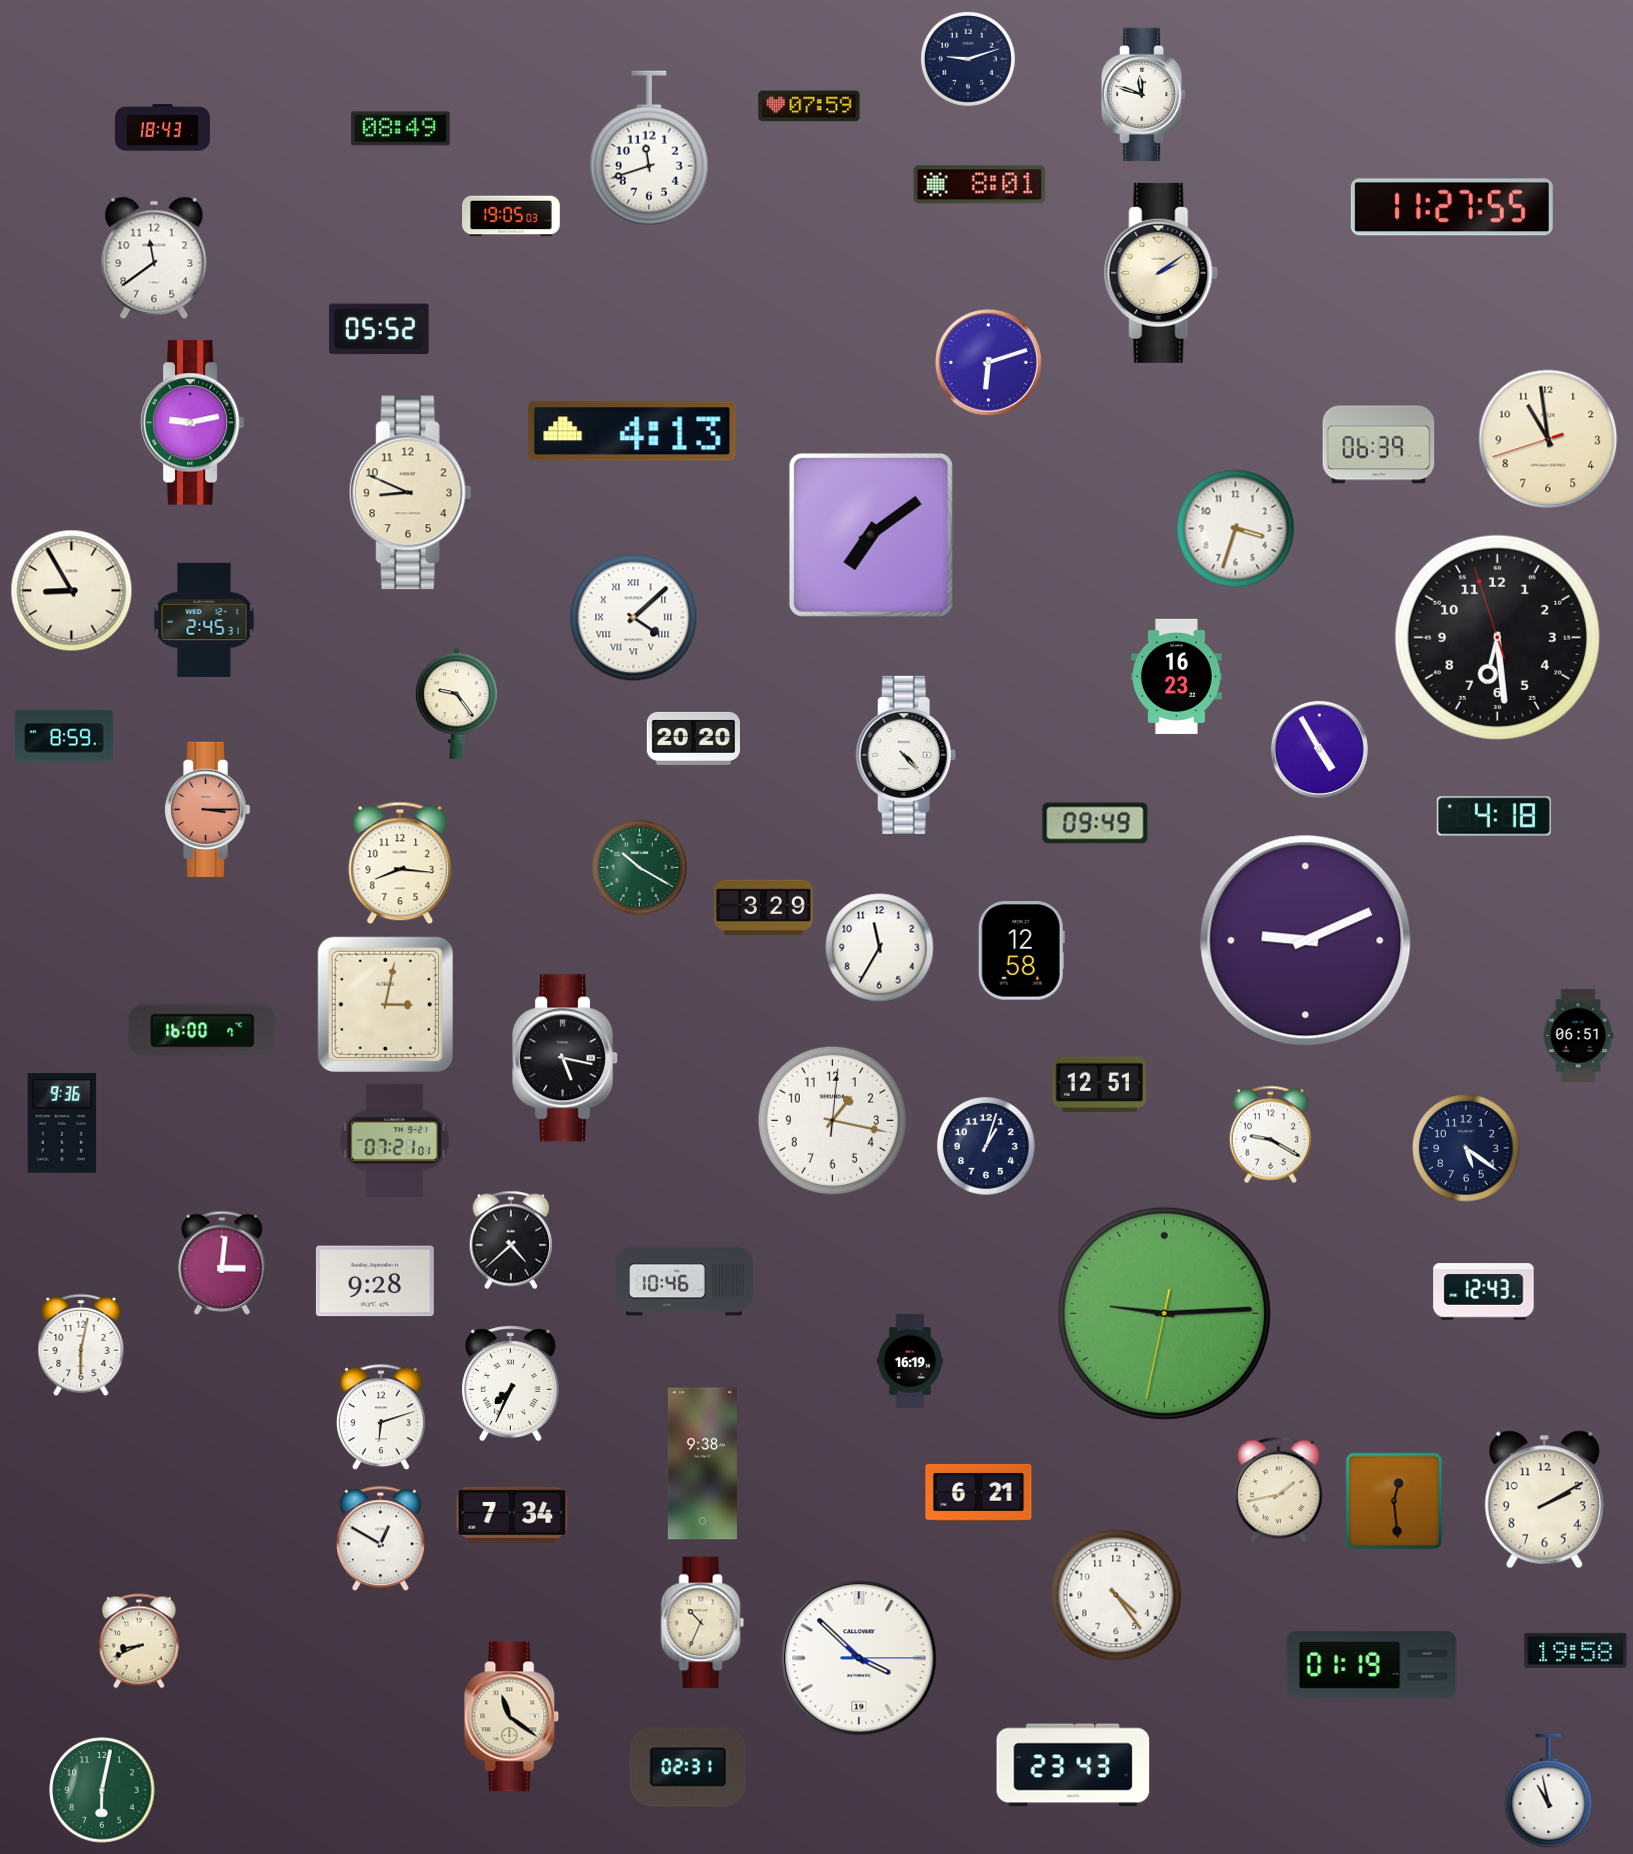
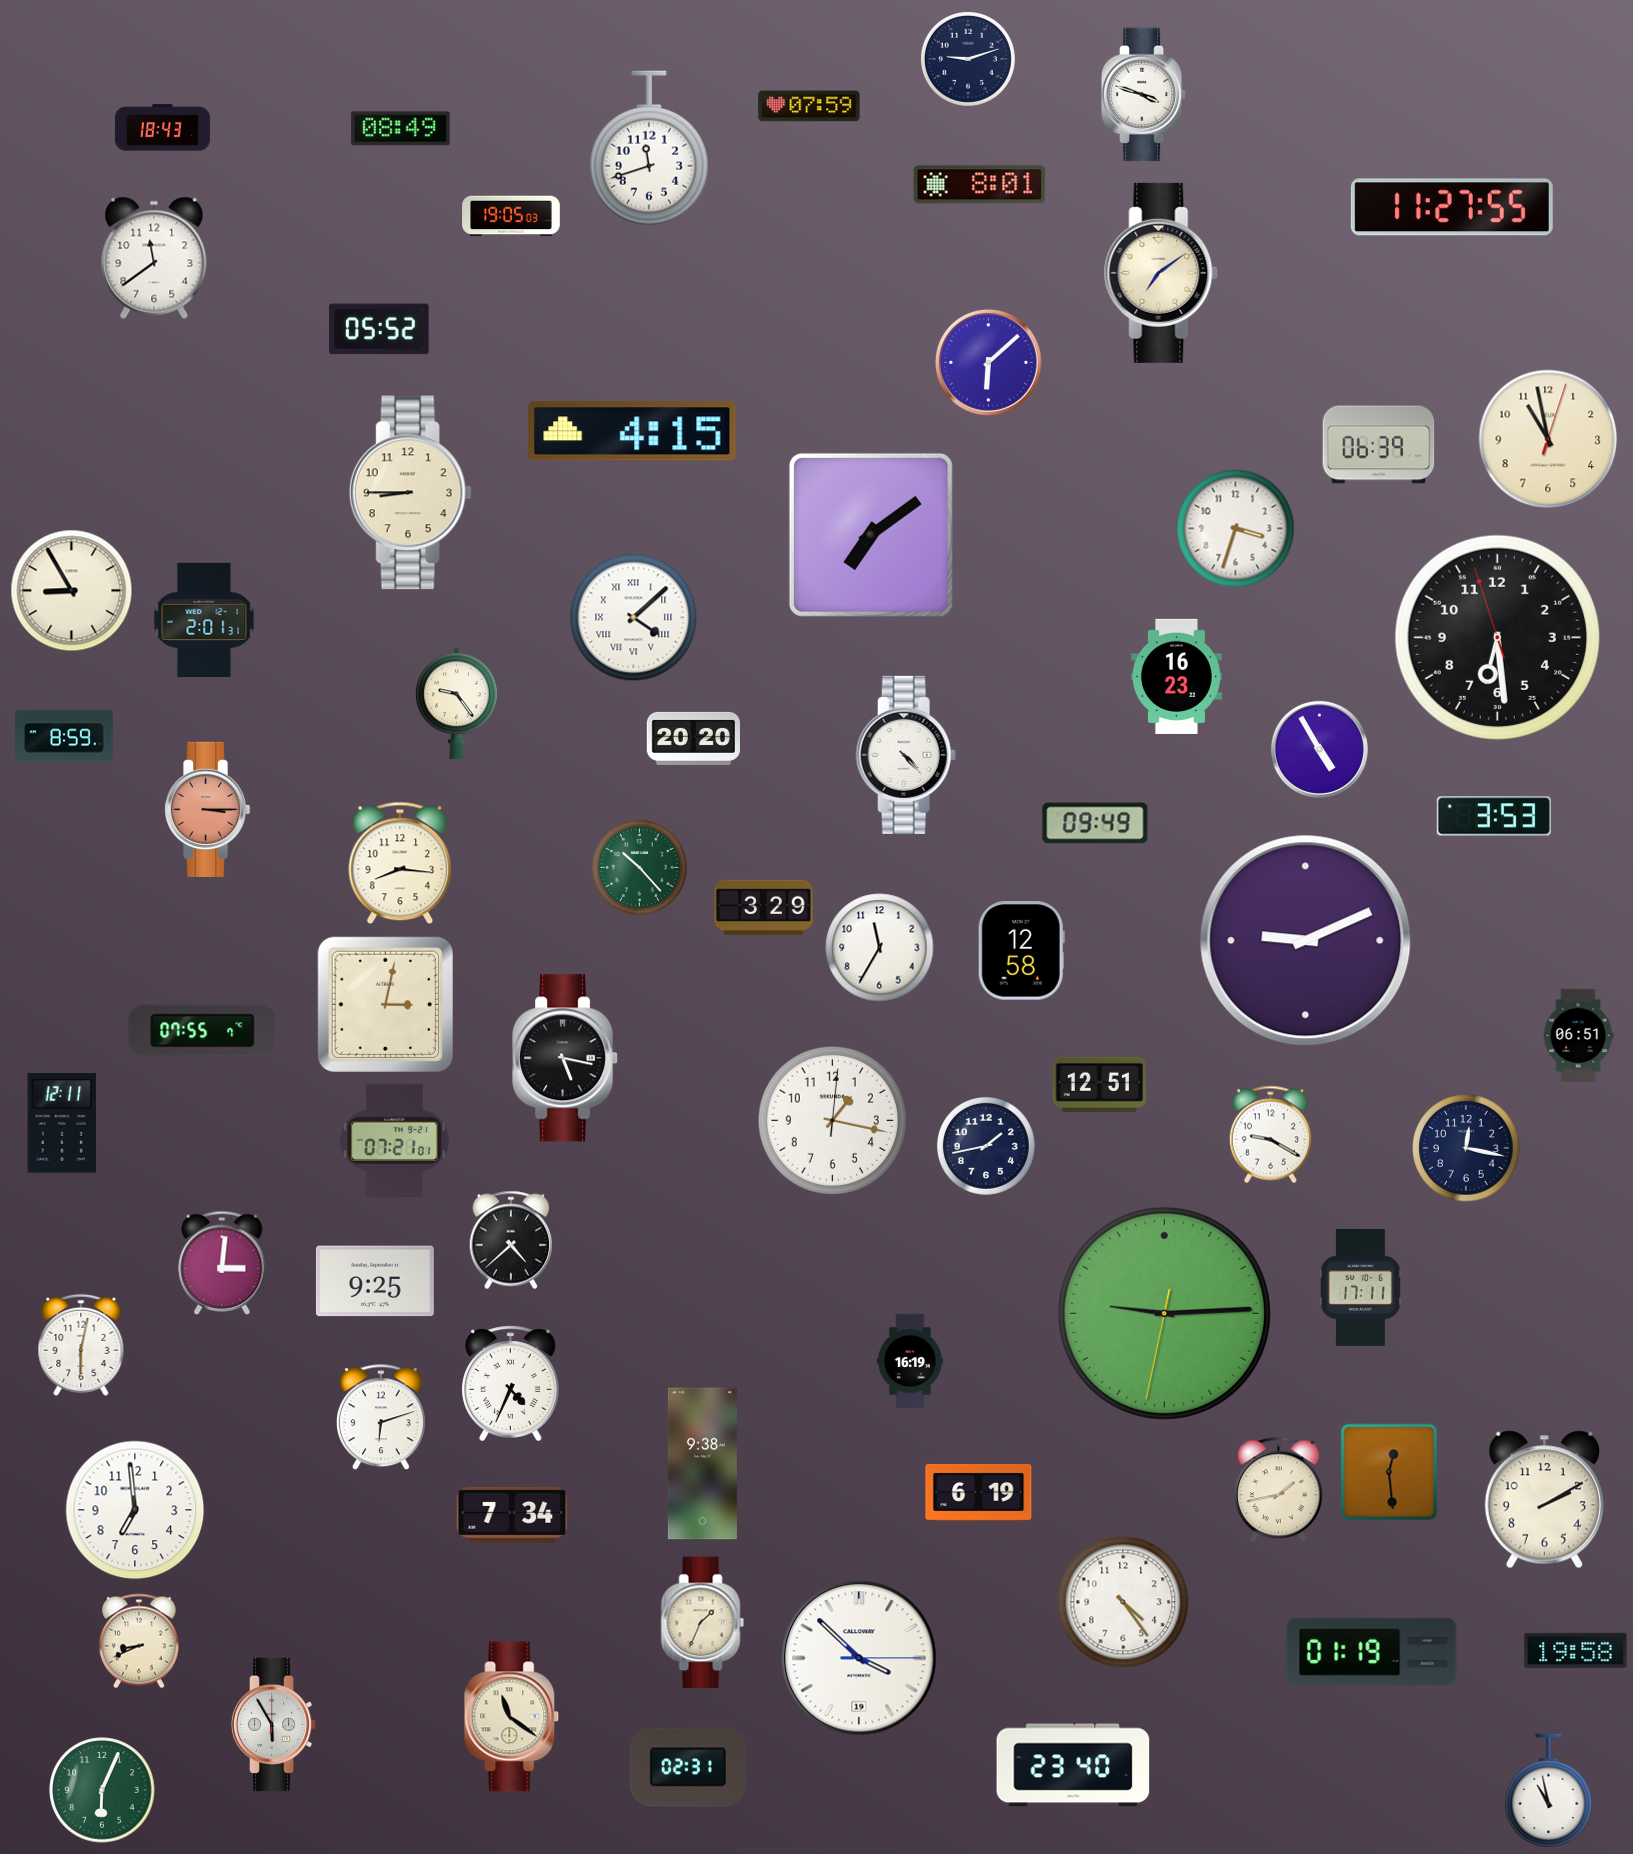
clock at (1144, 95): 11:48 -> 3:48
clock at (1161, 273): 2:09 -> 7:09
clock at (988, 362): 6:12 -> 6:08
clock at (192, 423): 9:13 -> none
clock at (632, 431): 4:13 -> 4:15
clock at (1548, 439): 10:58:42 -> 10:58:03
clock at (410, 493): 8:49 -> 8:45
clock at (204, 619): 2:45 -> 2:01
clock at (1494, 816): 4:18 -> 3:53
clock at (639, 867): 10:20 -> 10:23
clock at (203, 1031): 16:00 -> 07:55
clock at (62, 1123): 9:36 -> 12:11
clock at (986, 1146): 1:03 -> 1:43
clock at (1466, 1148): 5:21 -> 12:17
clock at (375, 1281): 9:28 -> 9:25
clock at (684, 1281): 10:46 -> none
clock at (1360, 1287): none -> 17:11
clock at (1484, 1292): 12:43 -> none
clock at (511, 1384): 7:34 -> 4:34
clock at (979, 1492): 6:21 -> 6:19
clock at (1394, 1501) position: (1394, 1501) -> (1389, 1472)
clock at (135, 1510): none -> 6:59
clock at (381, 1539): 12:50 -> none
clock at (1116, 1595) position: (1116, 1595) -> (1123, 1602)
clock at (703, 1623): 10:34 -> 1:34
clock at (1372, 1664) position: (1372, 1664) -> (1372, 1651)
clock at (274, 1725): none -> 5:55
clock at (1073, 1765): 23:43 -> 23:40
clock at (102, 1790): 6:02 -> 6:04
